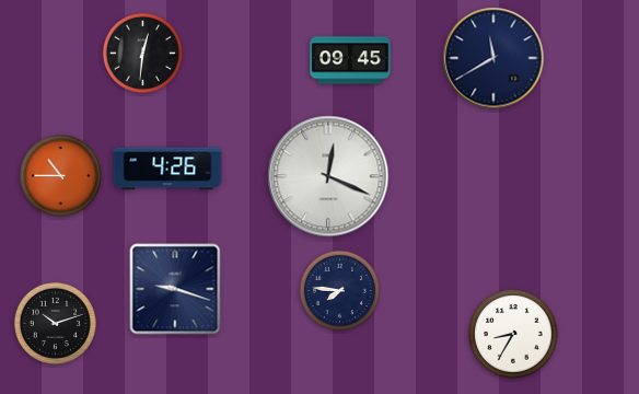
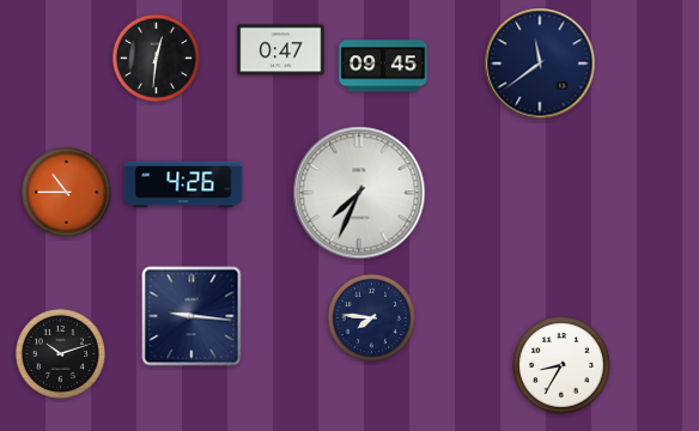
clock at (281, 50): none -> 0:47
clock at (493, 58): 11:40 -> 11:39
clock at (328, 176): 12:19 -> 7:34
clock at (175, 289): 9:18 -> 9:16
